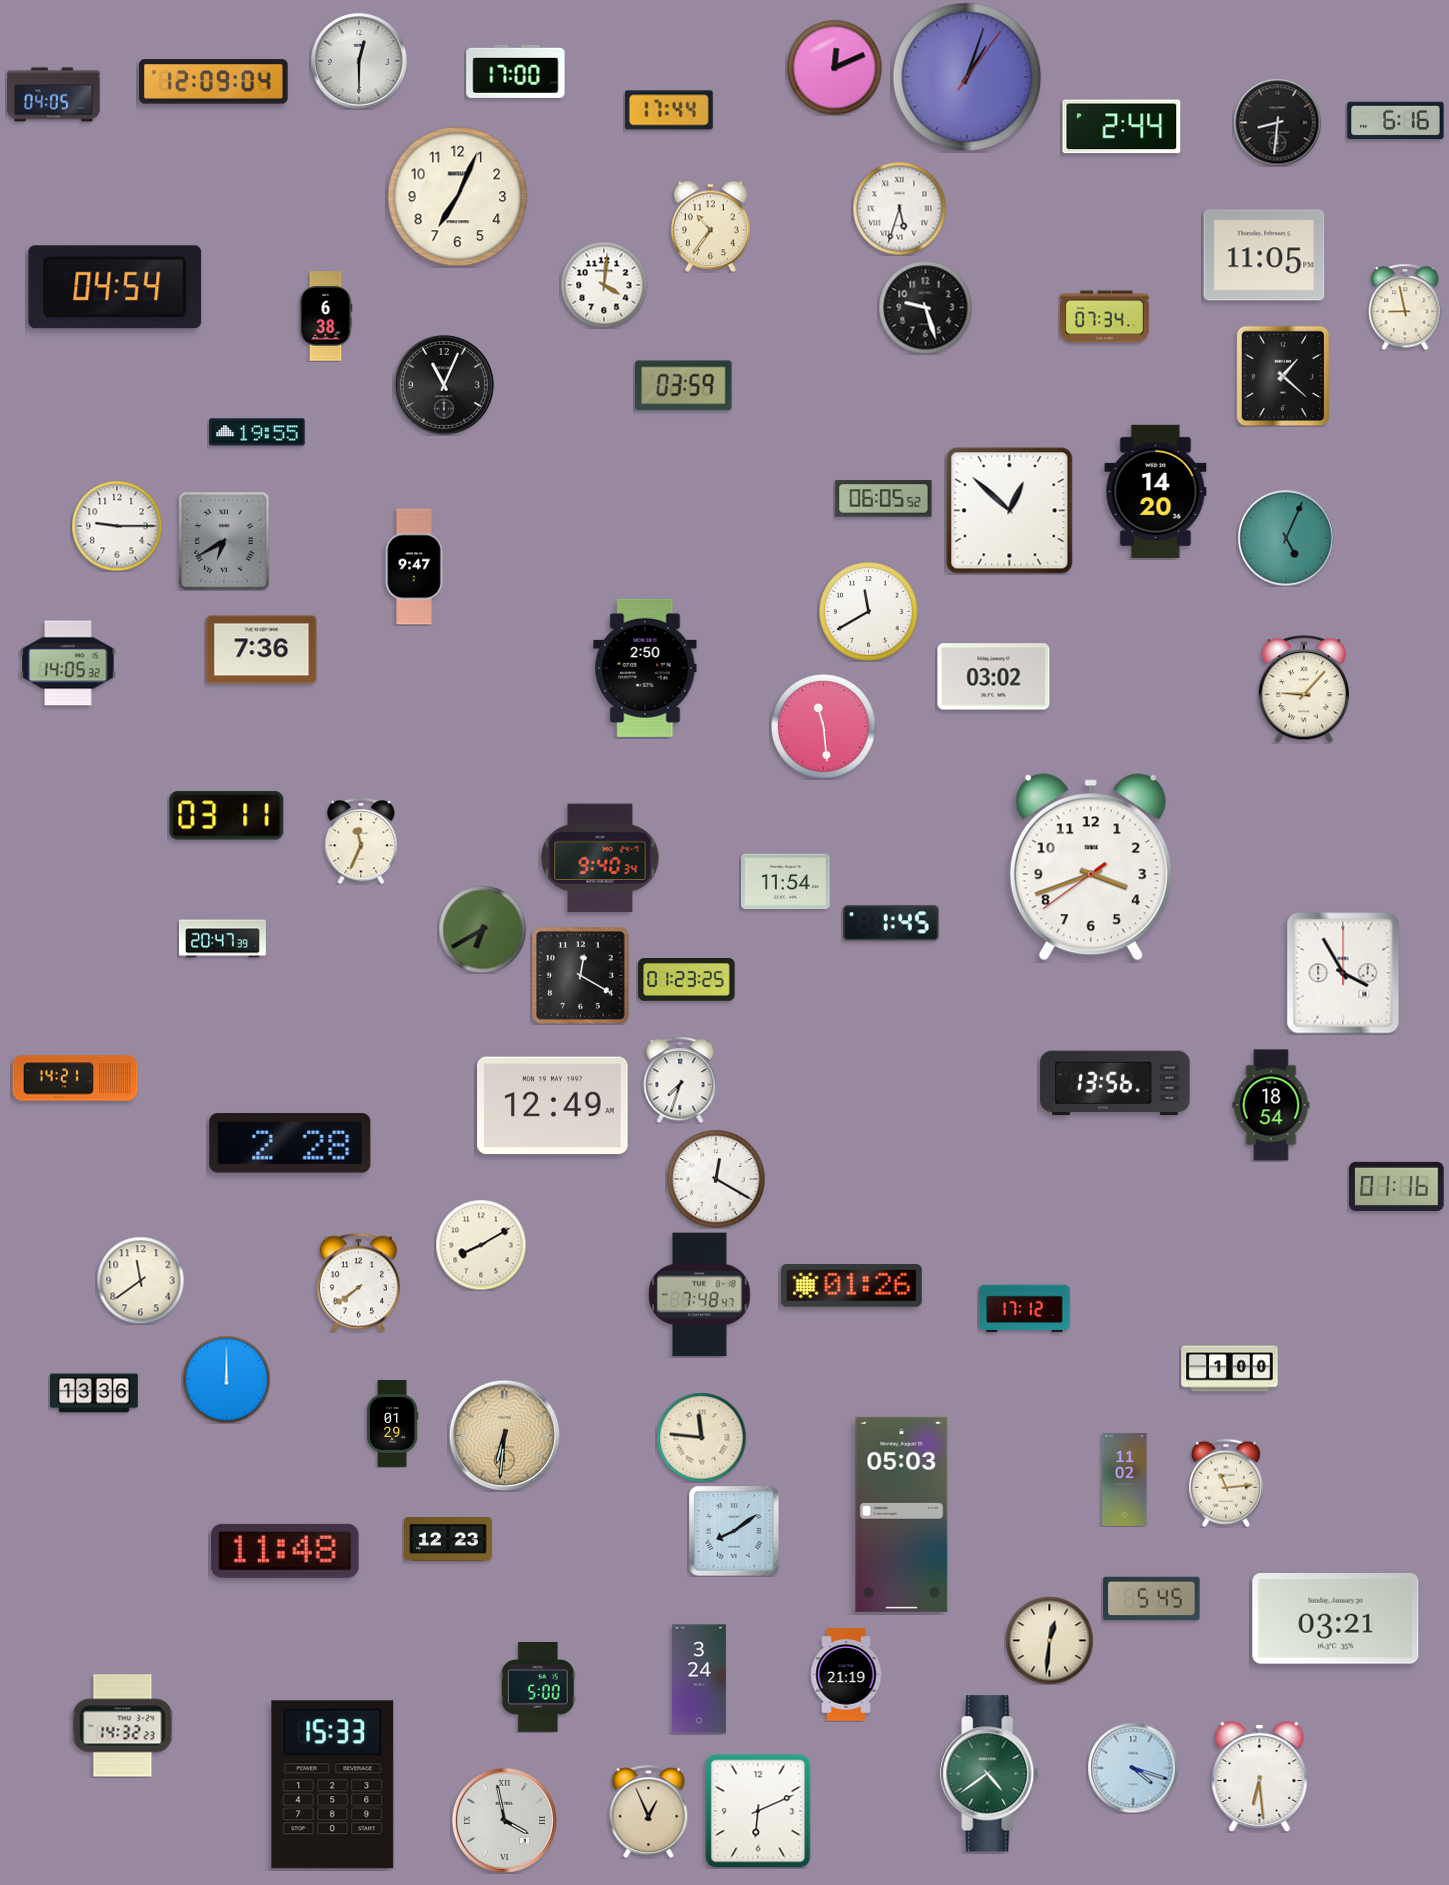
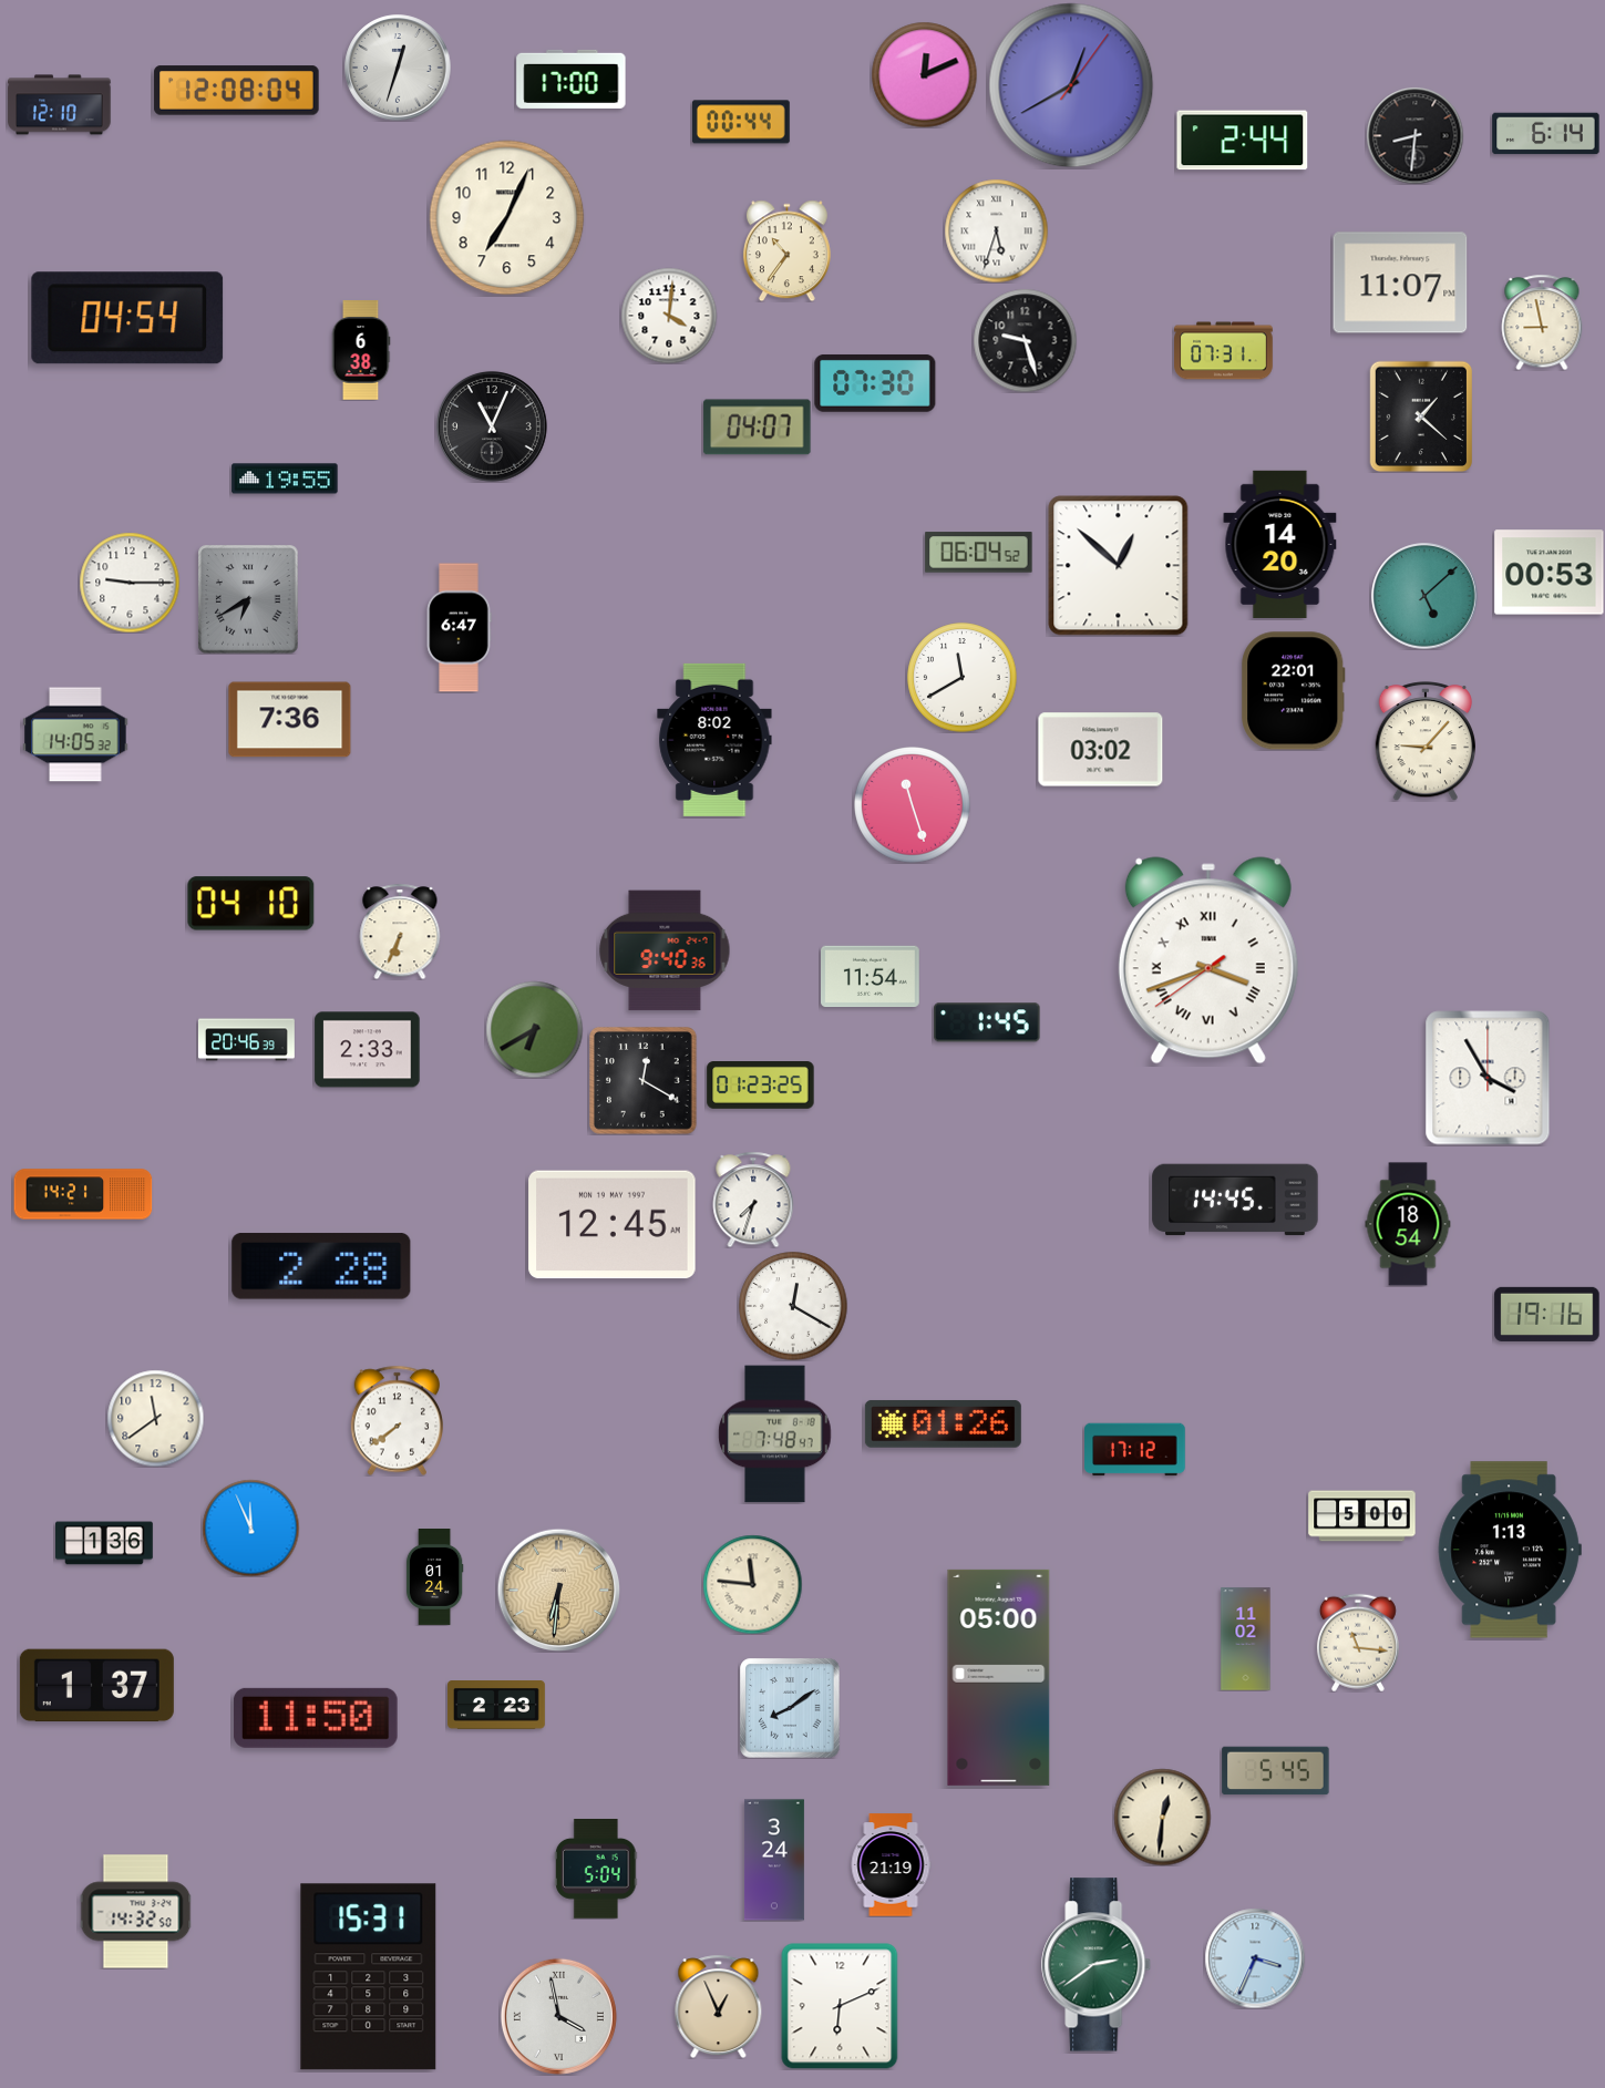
clock at (359, 61): 12:30 -> 12:33
clock at (967, 77): 1:03 -> 12:40
clock at (214, 82): 12:09 -> 12:08
clock at (54, 95): 04:05 -> 12:10
clock at (669, 110): 17:44 -> 00:44
clock at (1396, 121): 6:16 -> 6:14
clock at (1264, 255): 11:05 -> 11:07
clock at (1405, 307) position: (1405, 307) -> (1542, 322)
clock at (1105, 317): 07:34 -> 07:31
clock at (875, 383): none -> 07:30
clock at (684, 386): 03:59 -> 04:07
clock at (884, 499): 06:05 -> 06:04
clock at (1550, 573): none -> 00:53
clock at (1286, 538): 5:04 -> 5:08
clock at (414, 567): 9:47 -> 6:47
clock at (1294, 691): none -> 22:01
clock at (645, 668): 2:50 -> 8:02
clock at (1304, 689) position: (1304, 689) -> (1426, 741)
clock at (824, 727): 11:29 -> 11:27
clock at (227, 816): 03:11 -> 04:10
clock at (361, 841): 11:34 -> 6:34
clock at (600, 858): 9:40:34 -> 9:40:36
clock at (1091, 867) numerals: Arabic -> Roman
clock at (223, 939): 20:47 -> 20:46
clock at (368, 1050): none -> 2:33
clock at (680, 1080) position: (680, 1080) -> (753, 1200)
clock at (1115, 1083): 13:56 -> 14:45
clock at (553, 1106): 12:49 -> 12:45
clock at (1397, 1186): 01:16 -> 19:16
clock at (481, 1245): 8:10 -> none
clock at (1230, 1369): 1:00 -> 5:00
clock at (226, 1379): 12:00 -> 11:56
clock at (95, 1393): 13:36 -> 1:36
clock at (1510, 1550): none -> 1:13
clock at (392, 1424): 01:29 -> 01:24
clock at (701, 1437) position: (701, 1437) -> (752, 1584)
clock at (1226, 1483): 11:14 -> 11:16
clock at (902, 1514): 05:03 -> 05:00
clock at (96, 1686): none -> 1:37
clock at (734, 1531) position: (734, 1531) -> (790, 1708)
clock at (449, 1540): 12:23 -> 2:23
clock at (285, 1551): 11:48 -> 11:50
clock at (1336, 1619): 03:21 -> none
clock at (846, 1675) position: (846, 1675) -> (891, 1865)
clock at (538, 1688): 5:00 -> 5:04
clock at (123, 1726): 14:32:23 -> 14:32:50
clock at (1133, 1768): 4:18 -> 3:34
clock at (990, 1774): 4:39 -> 2:39
clock at (1260, 1776): 6:29 -> none
clock at (333, 1785): 15:33 -> 15:31
